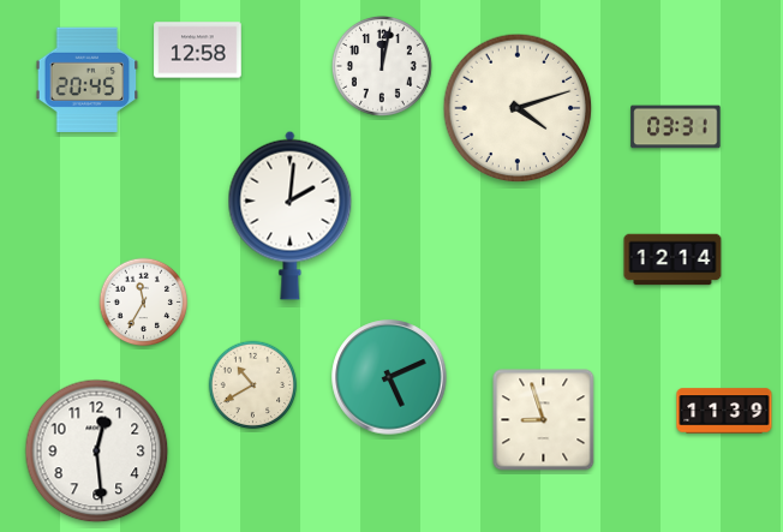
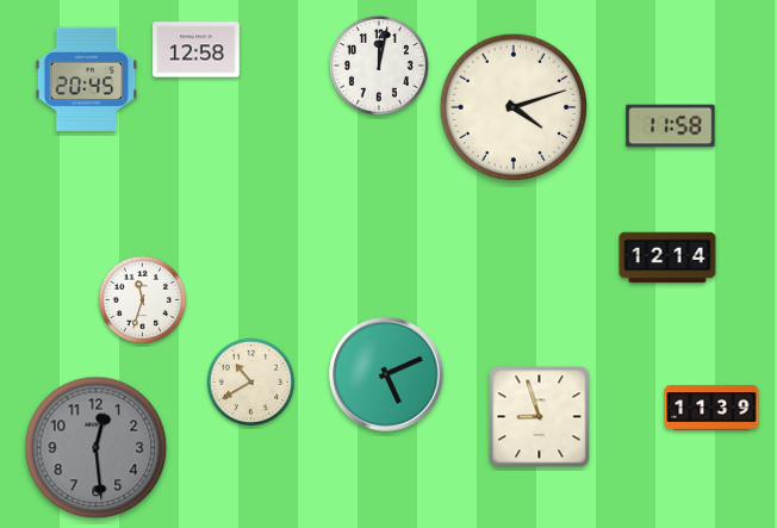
clock at (676, 127): 03:31 -> 11:58
clock at (291, 215): 2:01 -> none
clock at (144, 303): 11:35 -> 11:33
clock at (724, 411) position: (724, 411) -> (711, 408)
clock at (97, 452) dial: white -> grey
